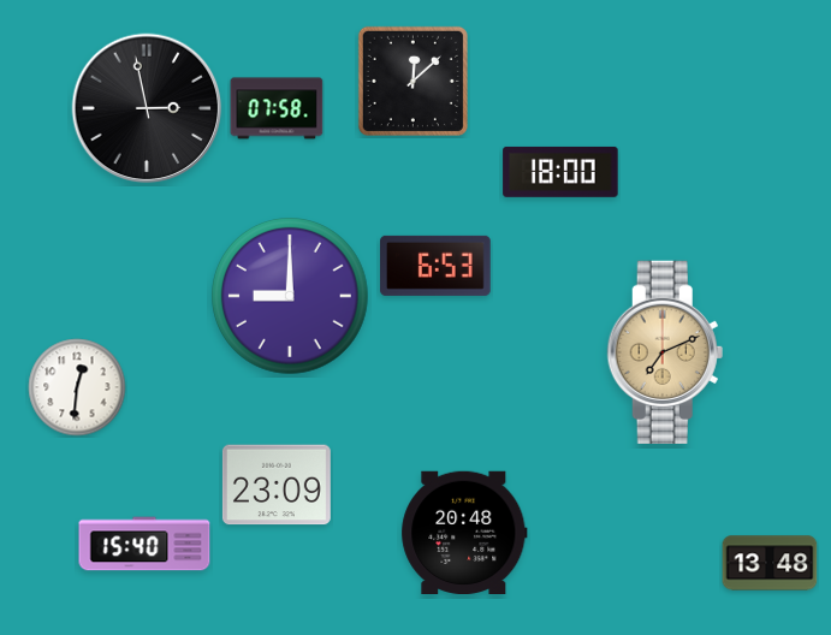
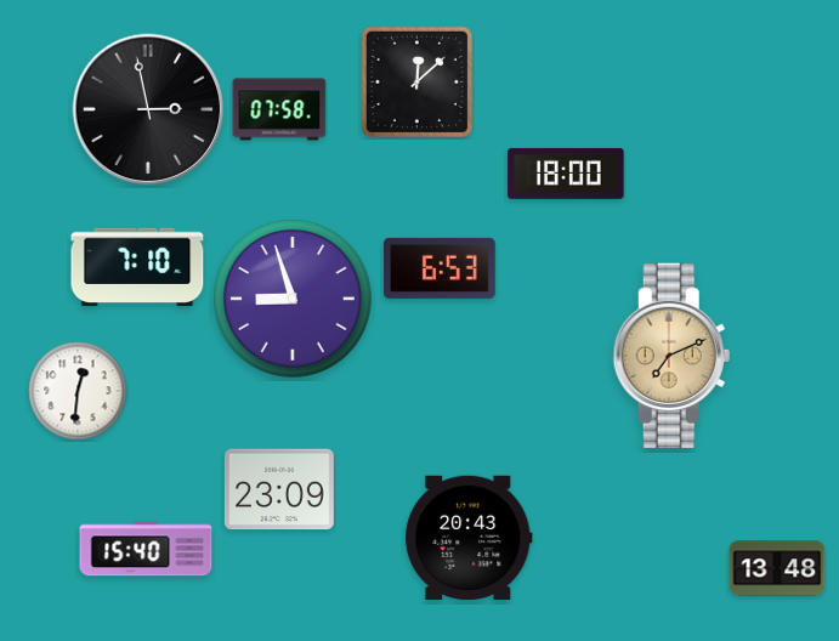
clock at (137, 267): none -> 7:10
clock at (290, 296): 9:00 -> 8:57
clock at (464, 532): 20:48 -> 20:43
